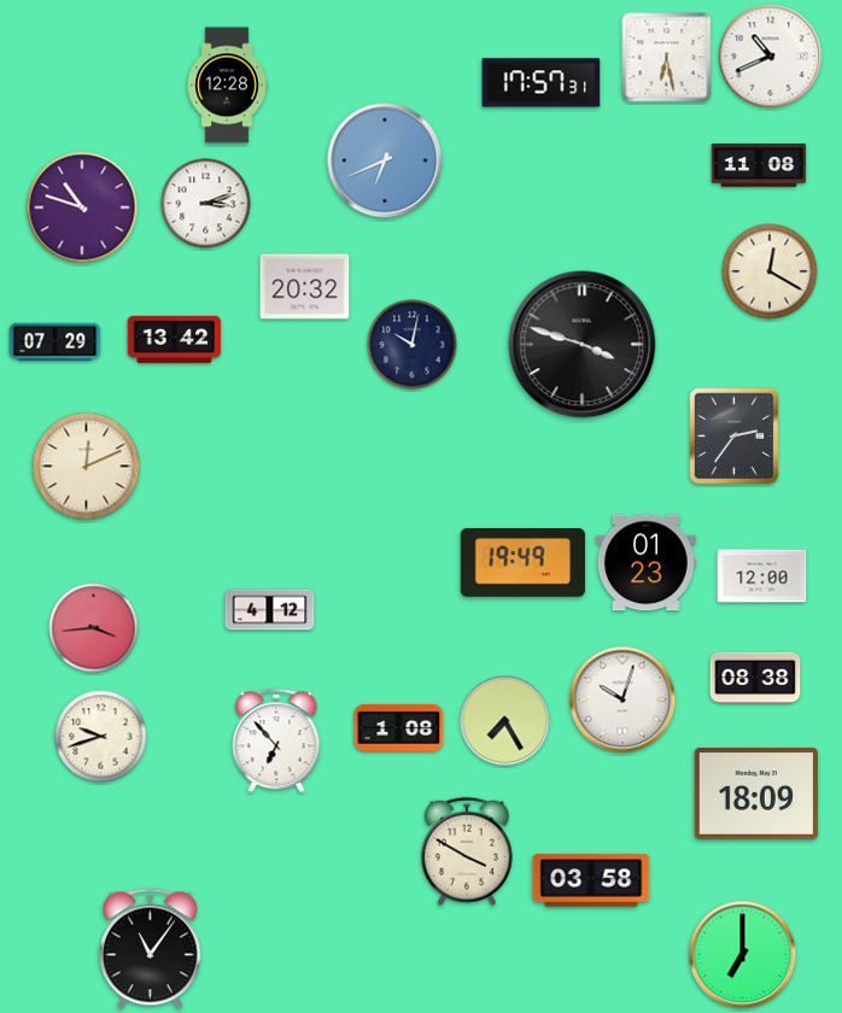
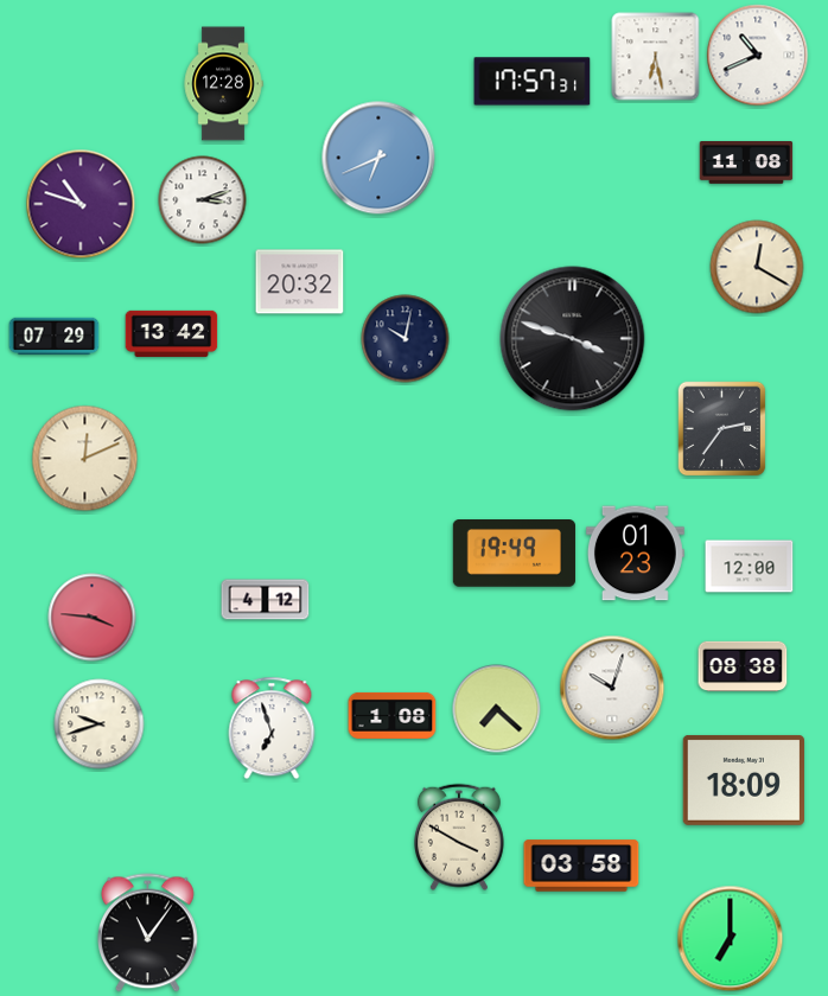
clock at (94, 628): 3:44 -> 3:46
clock at (505, 721): 7:25 -> 7:22
clock at (276, 740): 6:53 -> 6:57
